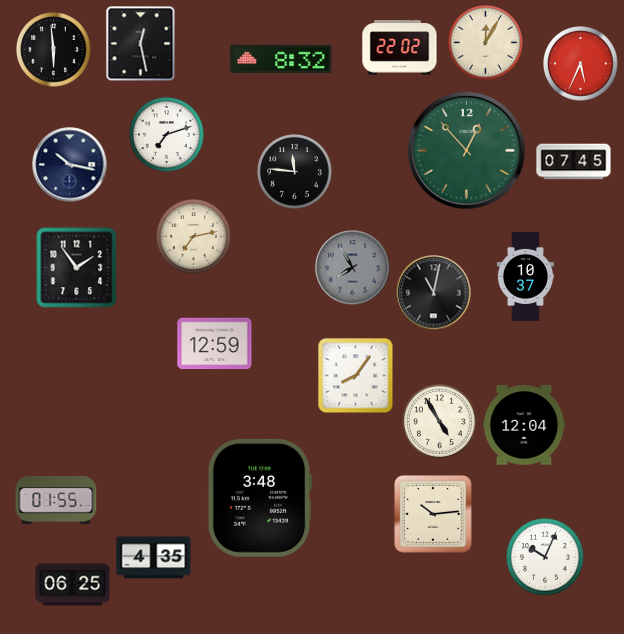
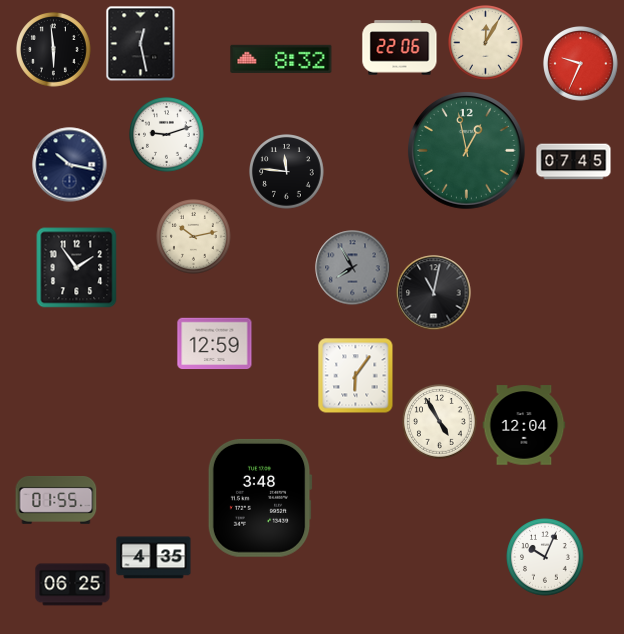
clock at (400, 48): 22:02 -> 22:06
clock at (581, 64): 5:34 -> 9:34
clock at (167, 135): 7:12 -> 9:12
clock at (467, 151): 12:53 -> 12:58
clock at (295, 172) position: (295, 172) -> (287, 172)
clock at (194, 237): 7:13 -> 10:13
clock at (525, 276): 10:37 -> none
clock at (356, 376): 8:06 -> 6:06
clock at (433, 514): 10:14 -> none
